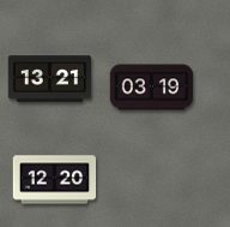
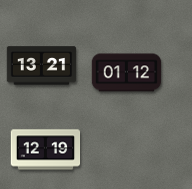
clock at (152, 88): 03:19 -> 01:12
clock at (55, 180): 12:20 -> 12:19
